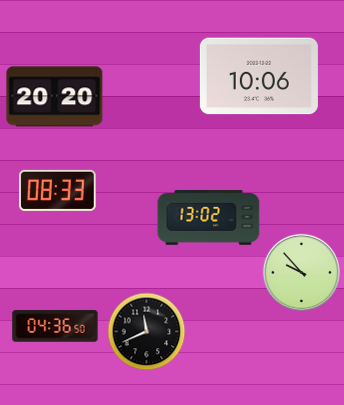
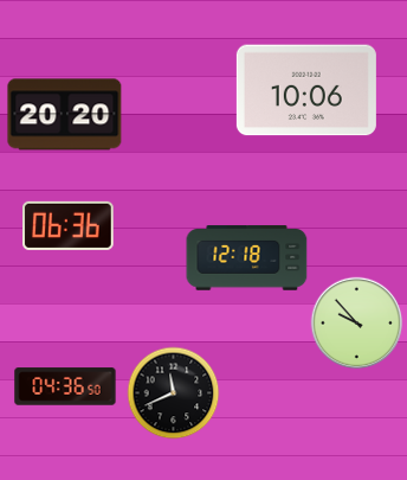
clock at (58, 190): 08:33 -> 06:36
clock at (209, 218): 13:02 -> 12:18
